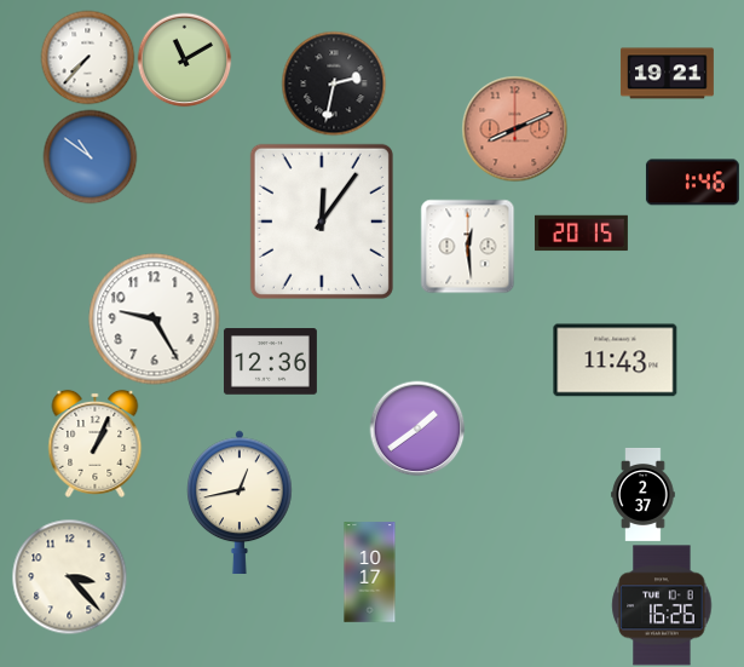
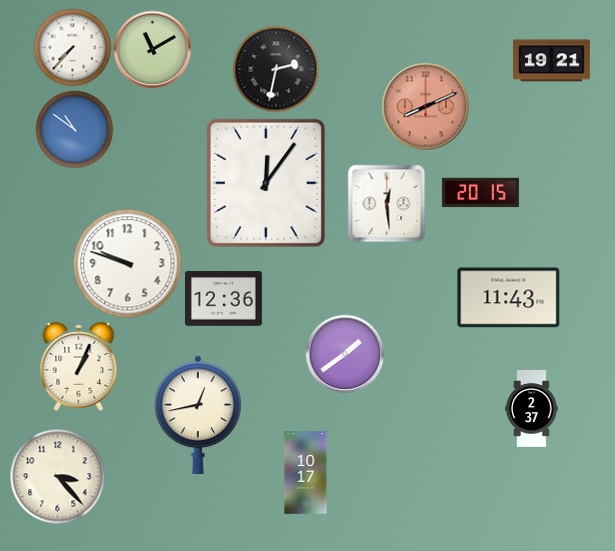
clock at (692, 183): 1:46 -> none
clock at (155, 320): 9:25 -> 9:48
clock at (662, 605): 16:26 -> none
